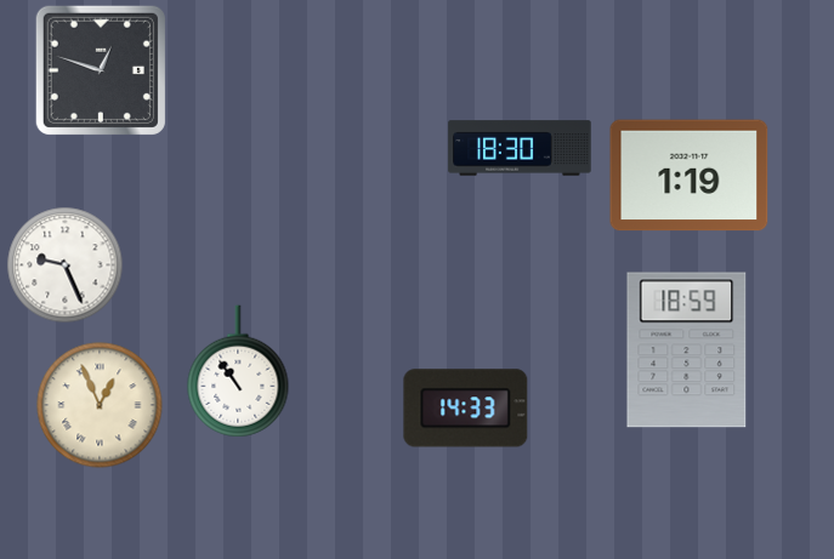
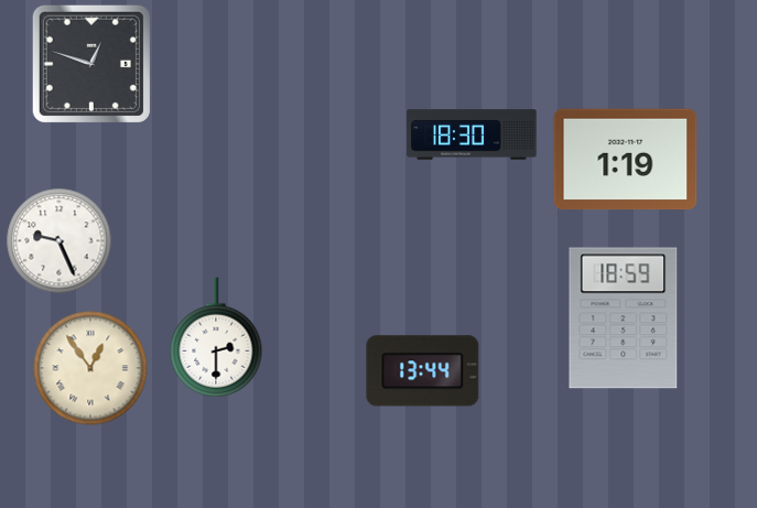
clock at (238, 371): 10:54 -> 2:30
clock at (100, 405): 12:56 -> 12:54
clock at (466, 409): 14:33 -> 13:44
